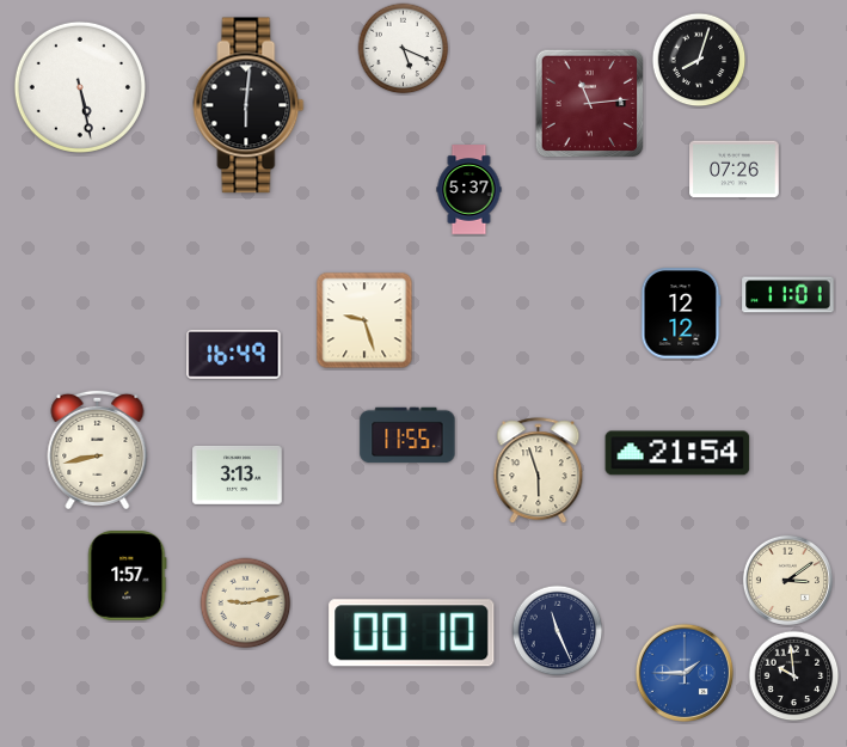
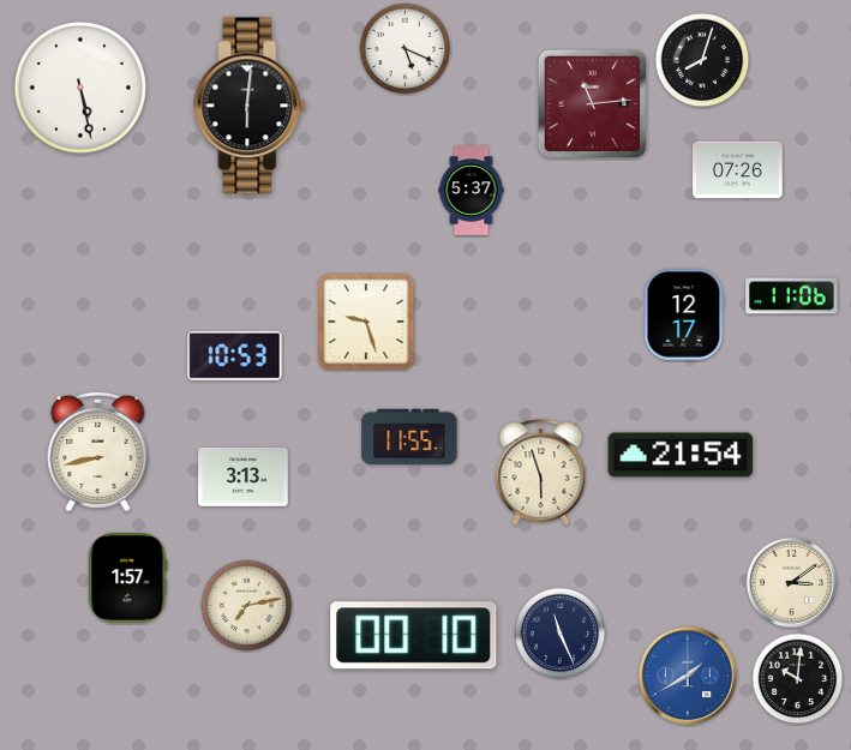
clock at (788, 295): 11:01 -> 11:06
clock at (681, 313): 12:12 -> 12:17
clock at (234, 354): 16:49 -> 10:53
clock at (238, 474) position: (238, 474) -> (244, 476)
clock at (246, 604): 9:13 -> 7:13
clock at (683, 672): 1:45 -> 1:40
clock at (794, 676): 9:59 -> 10:01
